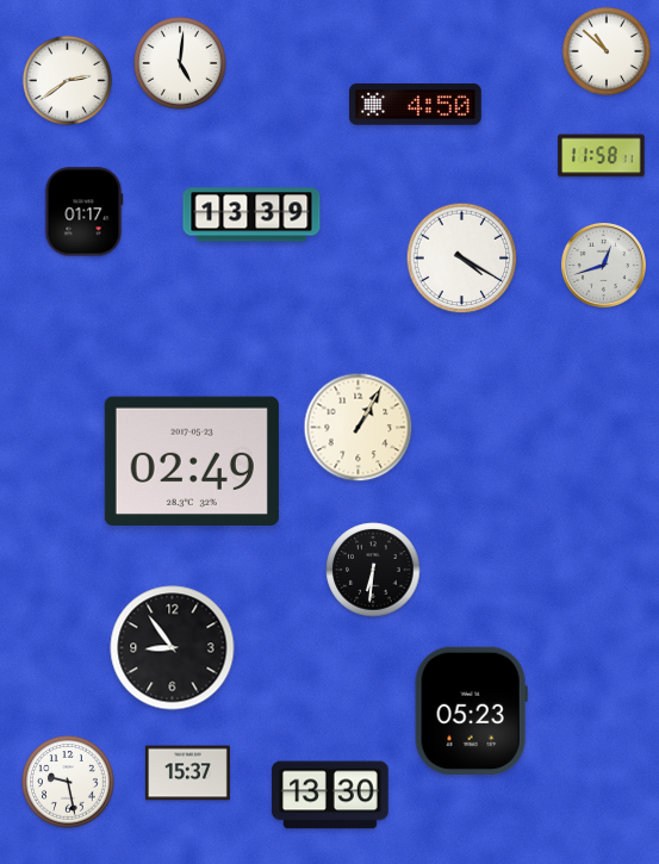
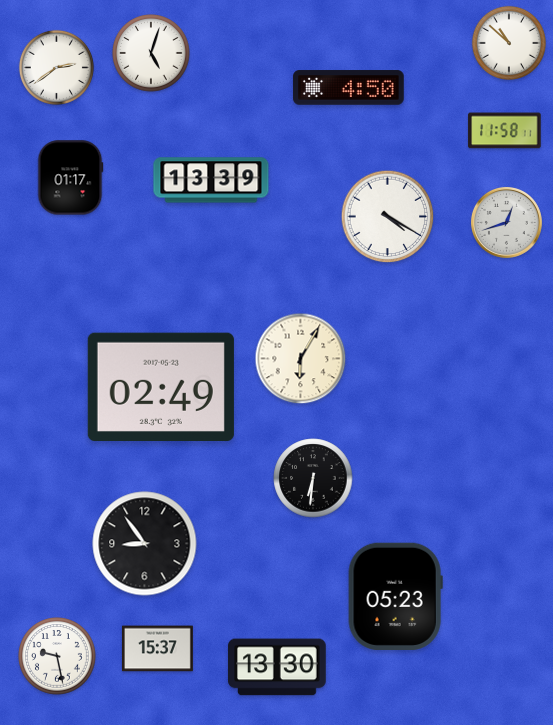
clock at (180, 63): 5:01 -> 5:03
clock at (359, 428): 1:05 -> 6:05
